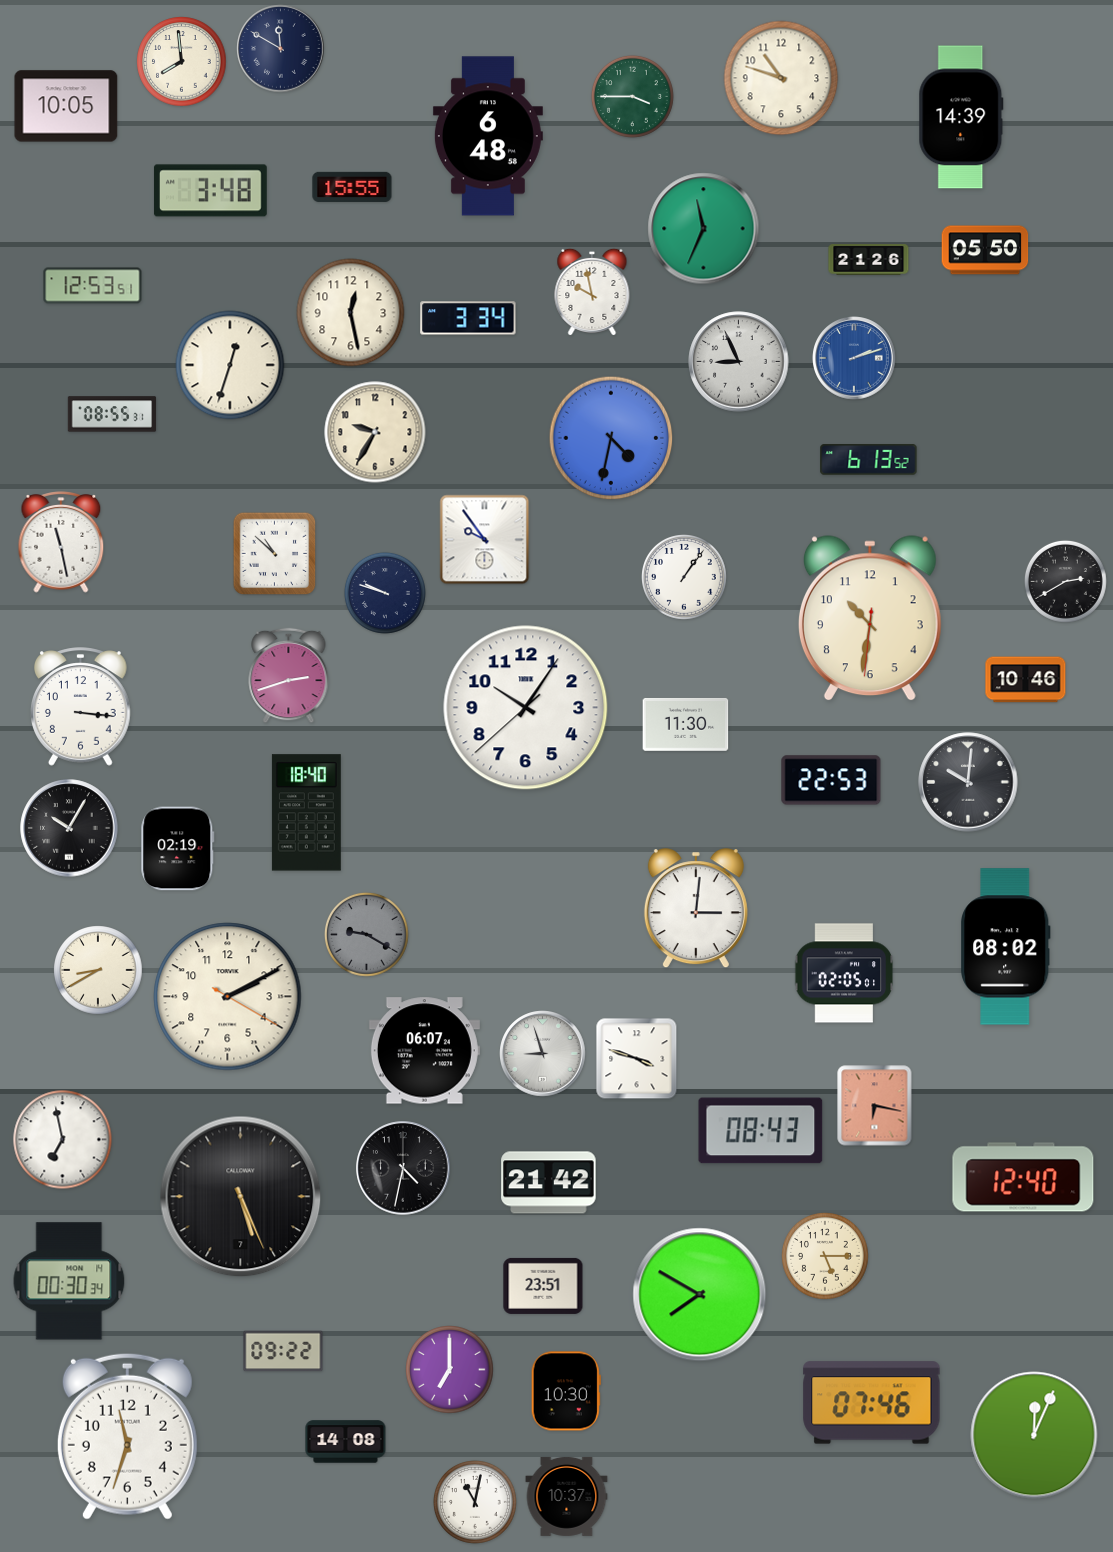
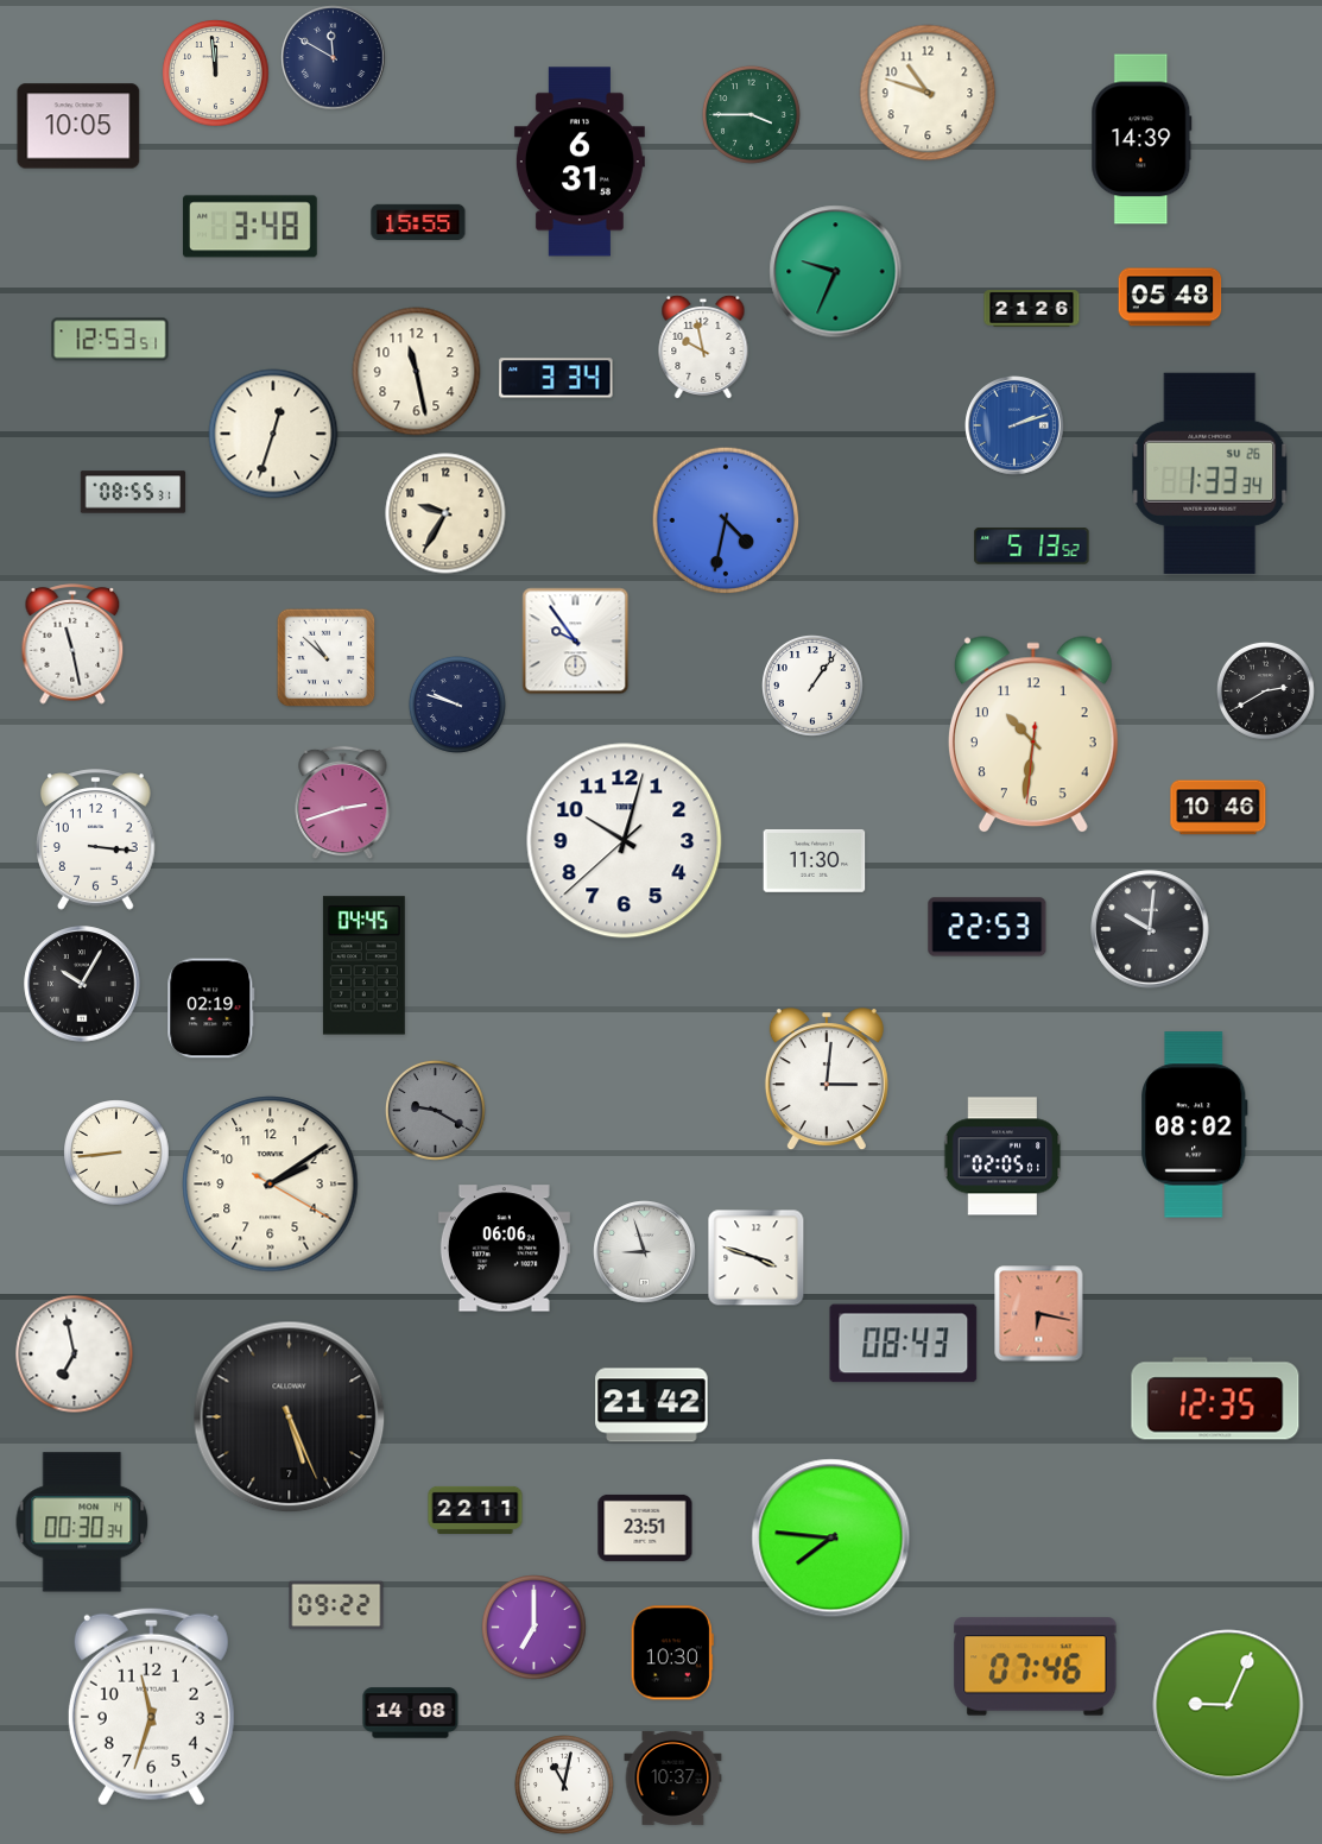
clock at (182, 62): 7:59 -> 11:59
clock at (488, 136): 6:48 -> 6:31
clock at (704, 229): 11:34 -> 9:34
clock at (985, 250): 05:50 -> 05:48
clock at (351, 313): 12:28 -> 11:28
clock at (739, 362): 8:56 -> none
clock at (1210, 473): none -> 1:33
clock at (869, 460): 6:13 -> 5:13
clock at (526, 708): 10:05 -> 10:02
clock at (306, 813): 18:40 -> 04:45
clock at (98, 970): 8:40 -> 8:44
clock at (228, 997): 2:10 -> 2:09
clock at (424, 1051): 06:07 -> 06:06
clock at (403, 1168): 4:32 -> none
clock at (1023, 1177): 12:40 -> 12:35
clock at (241, 1197) position: (241, 1197) -> (290, 1417)
clock at (825, 1256): 5:15 -> none
clock at (475, 1510): none -> 22:11
clock at (700, 1295): 7:50 -> 7:46
clock at (1034, 1435): 12:04 -> 9:04
